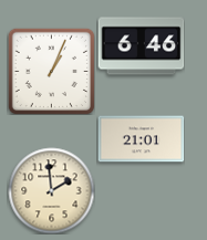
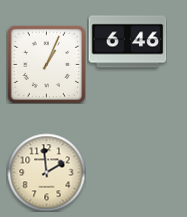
clock at (141, 139): 21:01 -> none
